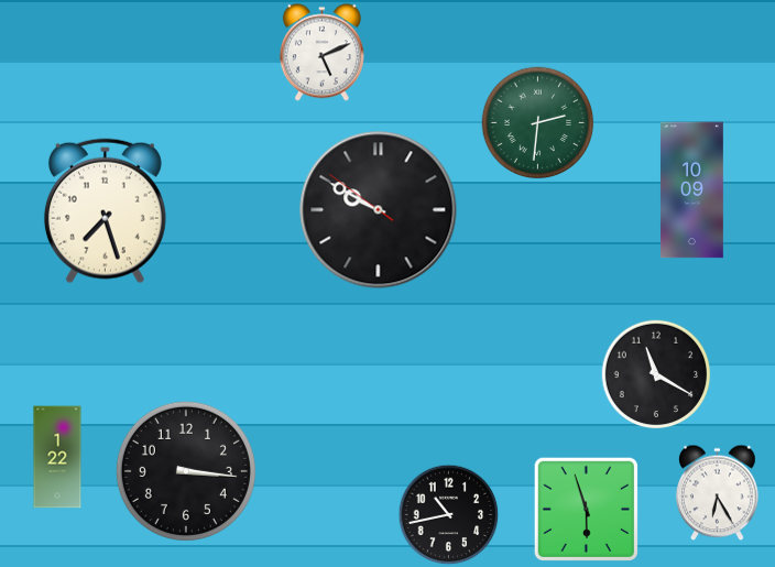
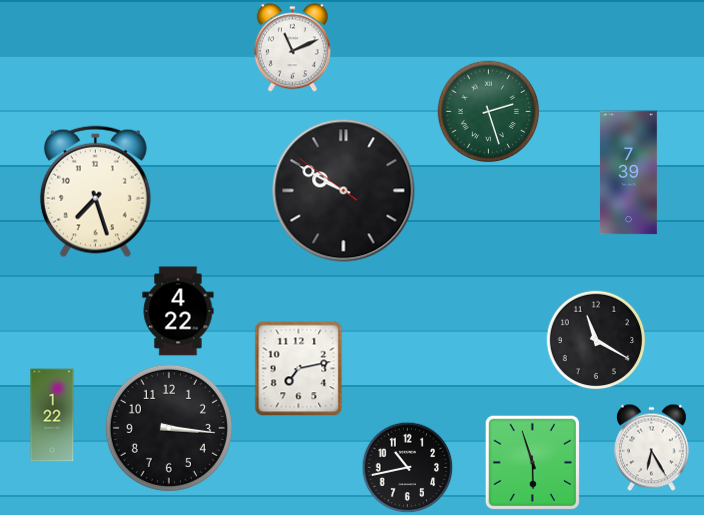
clock at (321, 53): 5:11 -> 11:11
clock at (538, 123): 2:31 -> 2:27
clock at (691, 190): 10:09 -> 7:39
clock at (178, 311): none -> 4:22
clock at (299, 369): none -> 7:13
